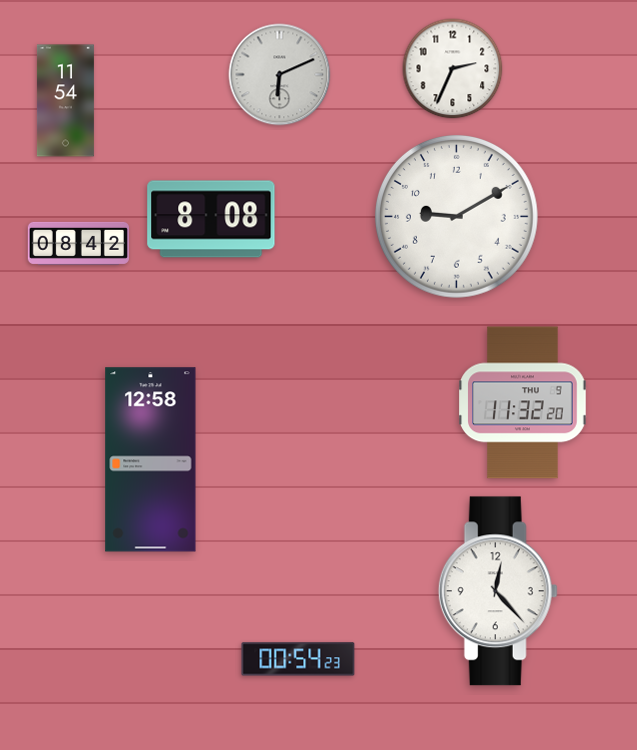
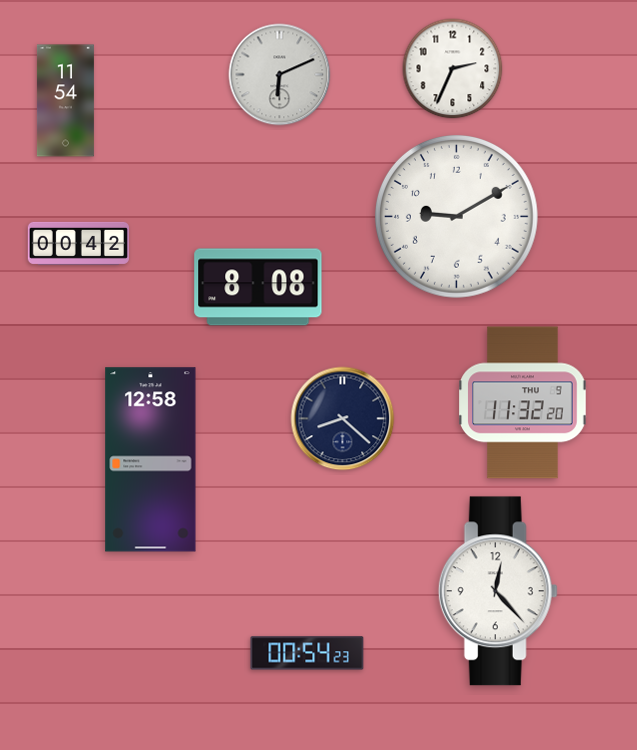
clock at (211, 219) position: (211, 219) -> (258, 287)
clock at (78, 243): 08:42 -> 00:42
clock at (343, 419): none -> 8:22
clock at (298, 659) position: (298, 659) -> (307, 653)
